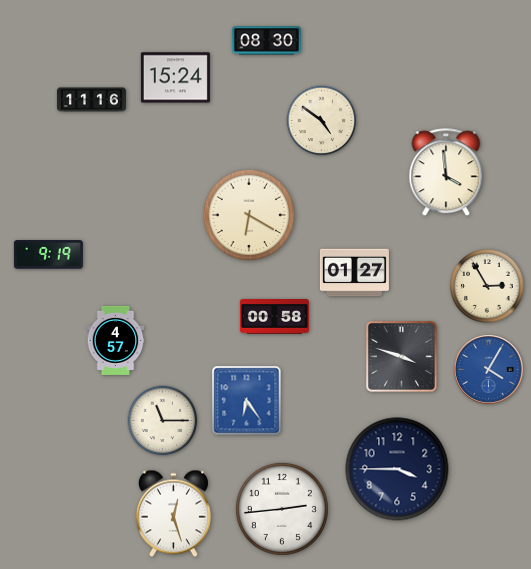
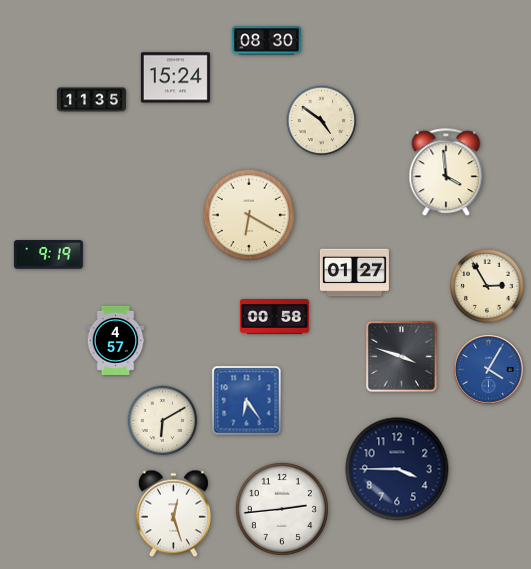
clock at (91, 100): 11:16 -> 11:35
clock at (163, 421): 11:15 -> 6:10
